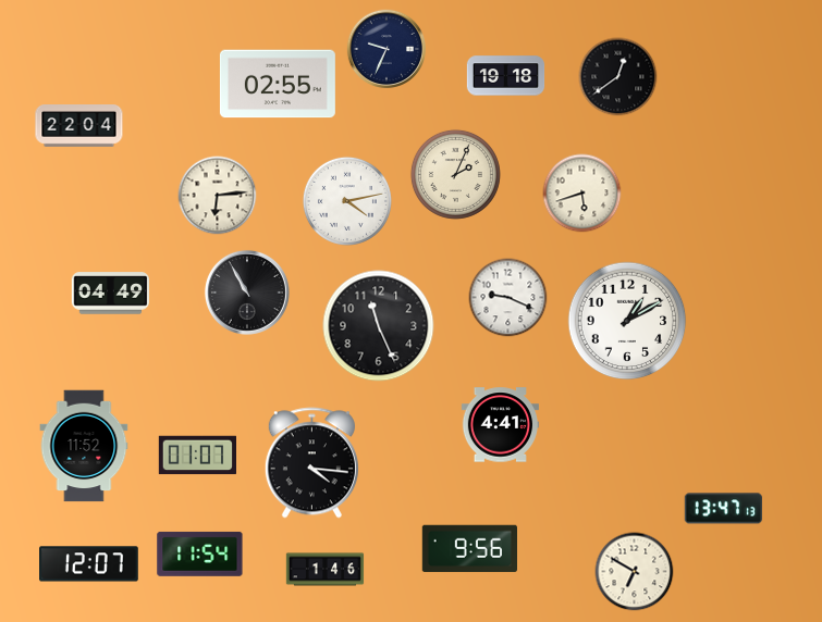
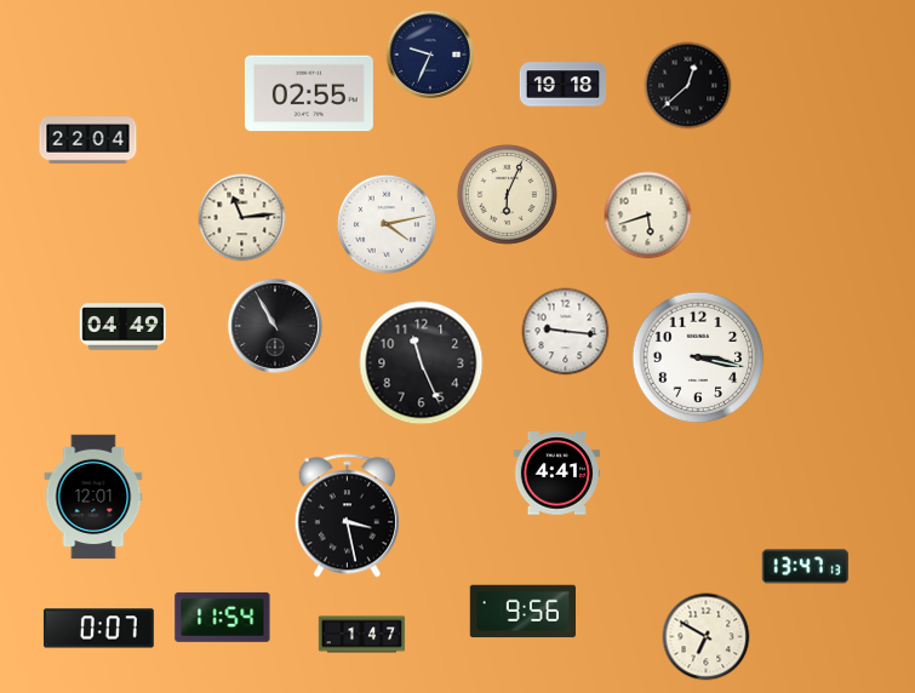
clock at (618, 77): 12:39 -> 12:38
clock at (455, 174): 2:04 -> 6:04
clock at (218, 196): 6:14 -> 11:14
clock at (508, 298): 9:19 -> 9:16
clock at (627, 321): 1:10 -> 3:17
clock at (84, 446): 11:52 -> 12:01
clock at (197, 456): 01:07 -> none
clock at (311, 463): 4:16 -> 3:28
clock at (89, 564): 12:07 -> 0:07
clock at (326, 570): 1:46 -> 1:47
